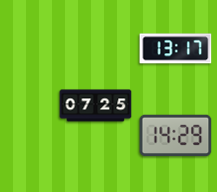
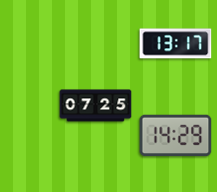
clock at (176, 49) position: (176, 49) -> (176, 44)
